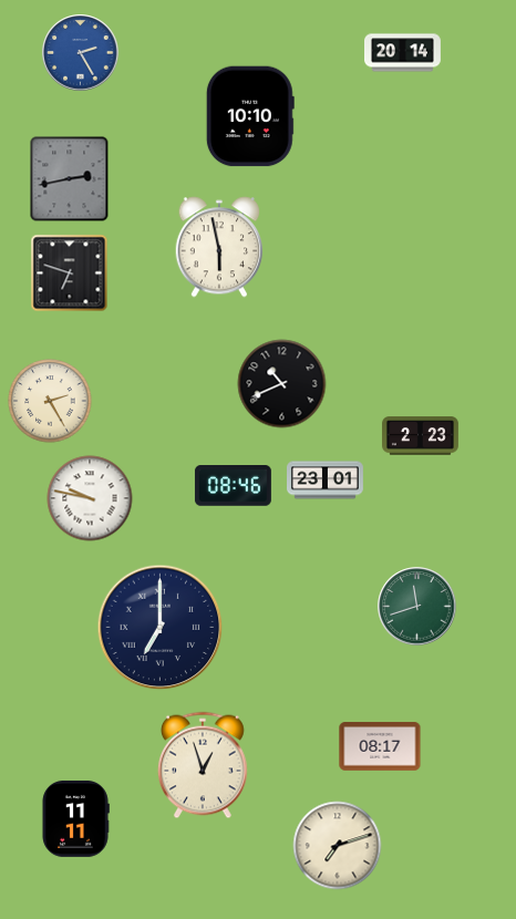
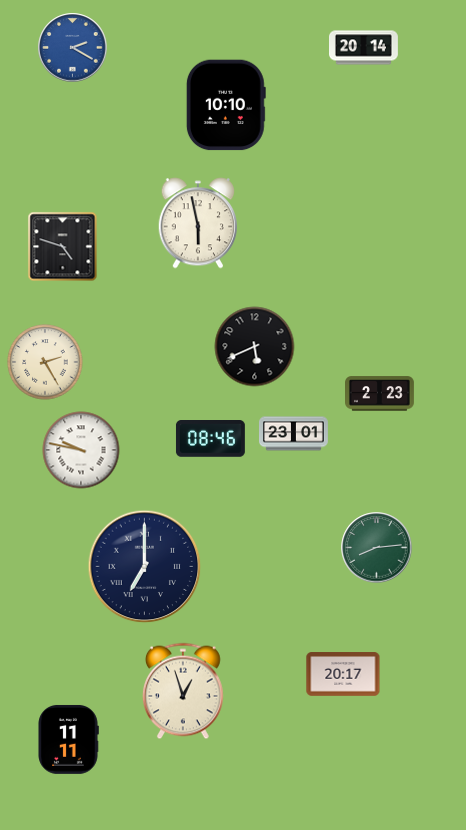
clock at (81, 53): 2:25 -> 2:20
clock at (70, 179): 2:43 -> none
clock at (70, 273): 6:48 -> 4:48
clock at (282, 384): 10:41 -> 5:41
clock at (417, 607): 11:42 -> 8:14
clock at (380, 746): 08:17 -> 20:17
clock at (338, 846): 7:12 -> none
